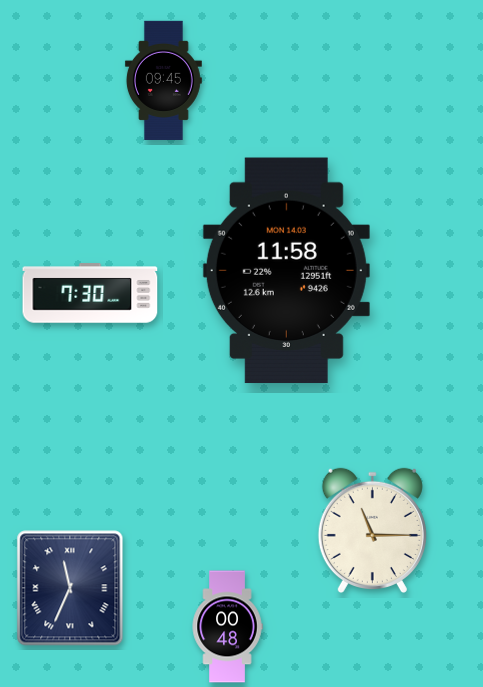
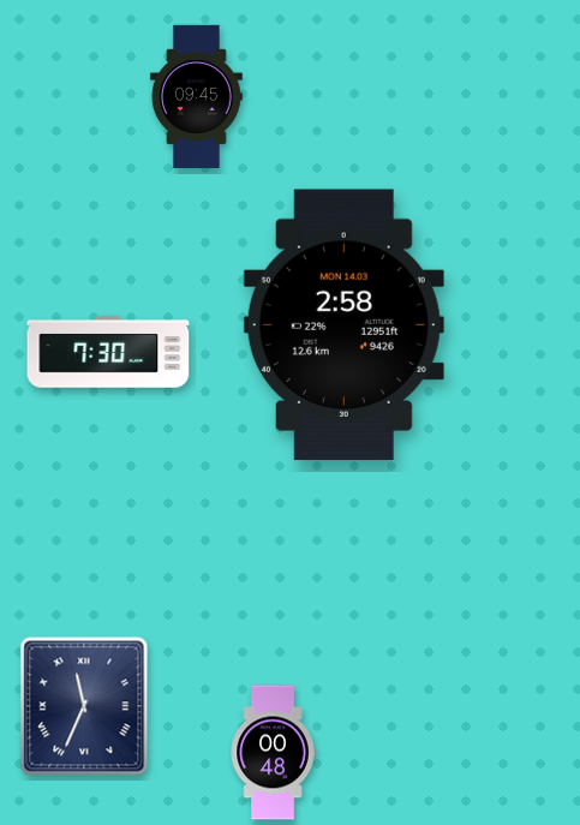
clock at (286, 271): 11:58 -> 2:58
clock at (372, 530): 11:15 -> none
